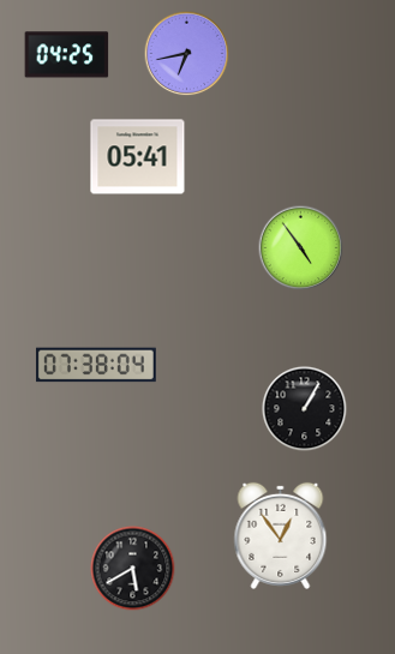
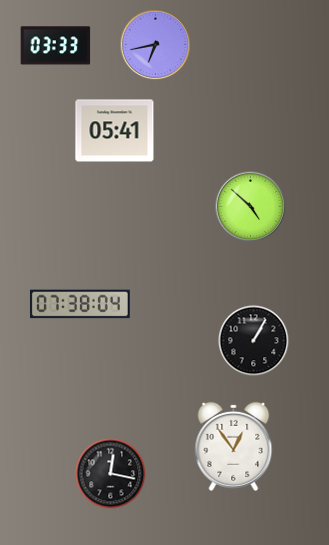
clock at (67, 55): 04:25 -> 03:33
clock at (301, 248): 4:54 -> 4:52
clock at (133, 569): 5:40 -> 12:17
